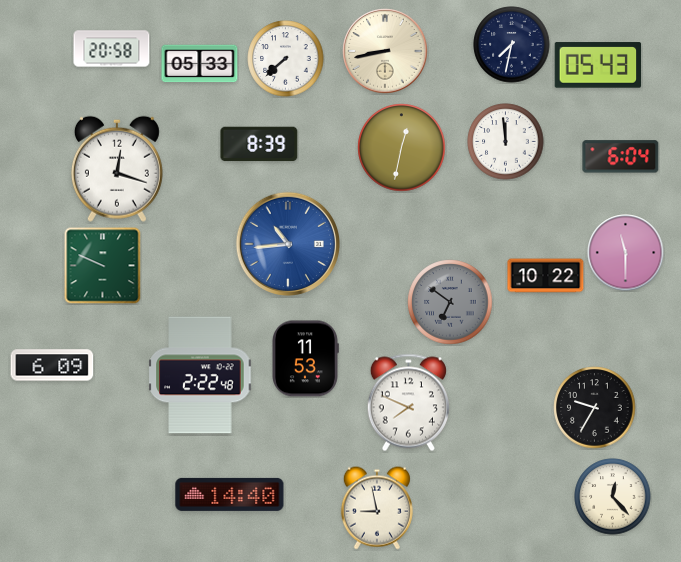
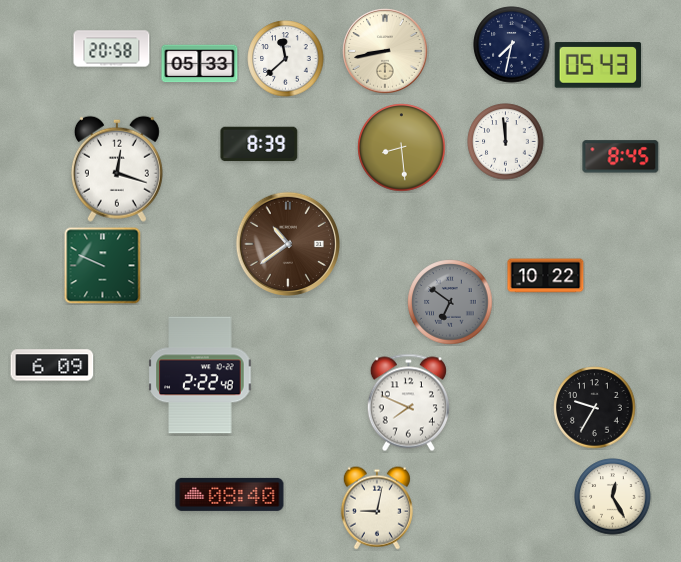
clock at (286, 59): 7:38 -> 11:38
clock at (402, 148): 12:32 -> 8:29
clock at (621, 157): 6:04 -> 8:45
clock at (288, 244): 10:44 -> 10:39
clock at (288, 244) dial: blue -> brown
clock at (626, 253): 11:30 -> none
clock at (306, 359): 11:53 -> none
clock at (230, 494): 14:40 -> 08:40
clock at (613, 497): 12:23 -> 12:25
clock at (377, 508): 8:58 -> 9:02
